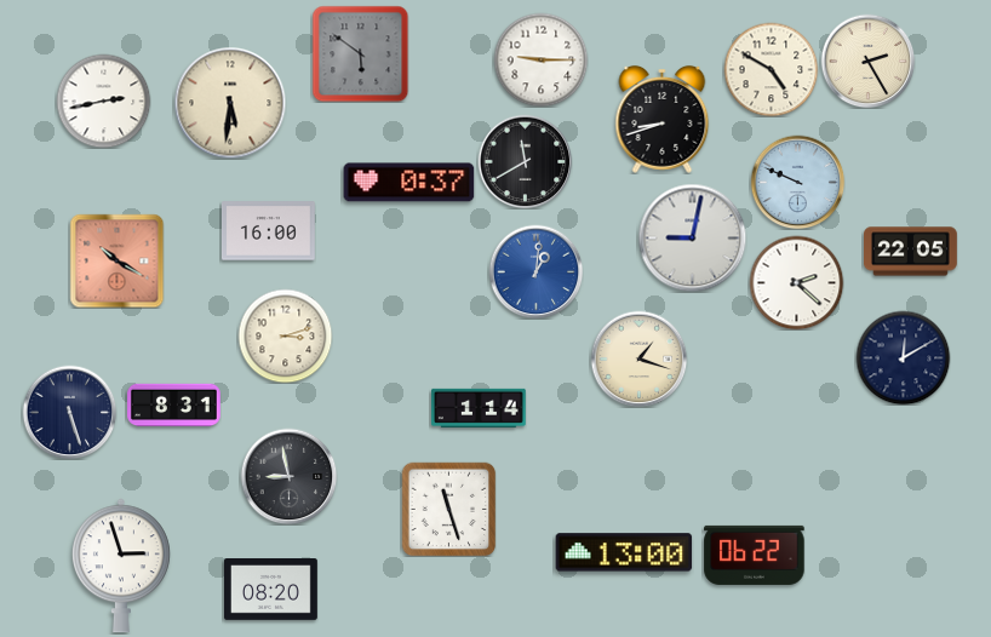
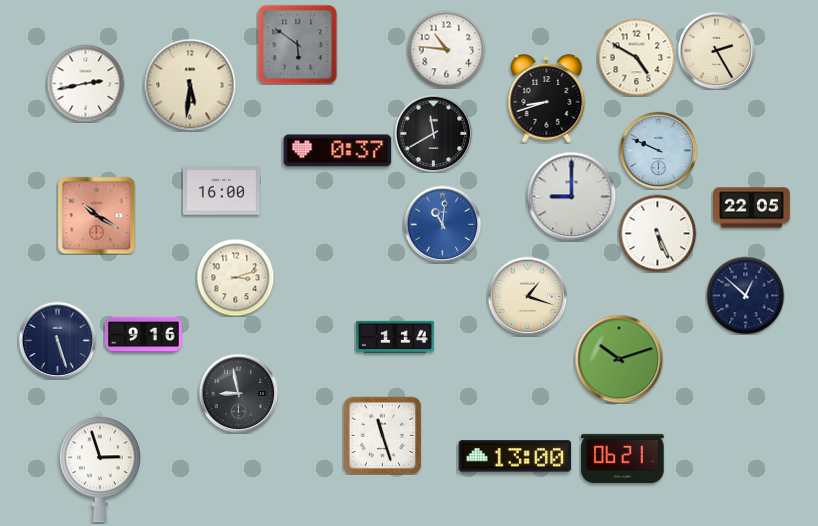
clock at (540, 59): 9:15 -> 10:46
clock at (692, 237): 9:02 -> 9:00
clock at (535, 271): 1:01 -> 11:01
clock at (796, 282): 2:22 -> 5:26
clock at (903, 357): 12:10 -> 12:52
clock at (174, 406): 8:31 -> 9:16
clock at (619, 359): none -> 10:12
clock at (448, 509) position: (448, 509) -> (382, 435)
clock at (755, 555): 06:22 -> 06:21
clock at (271, 590): 08:20 -> none
